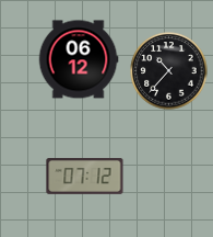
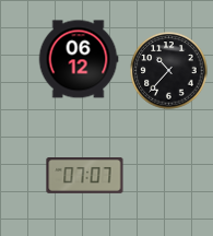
clock at (85, 177): 07:12 -> 07:07
